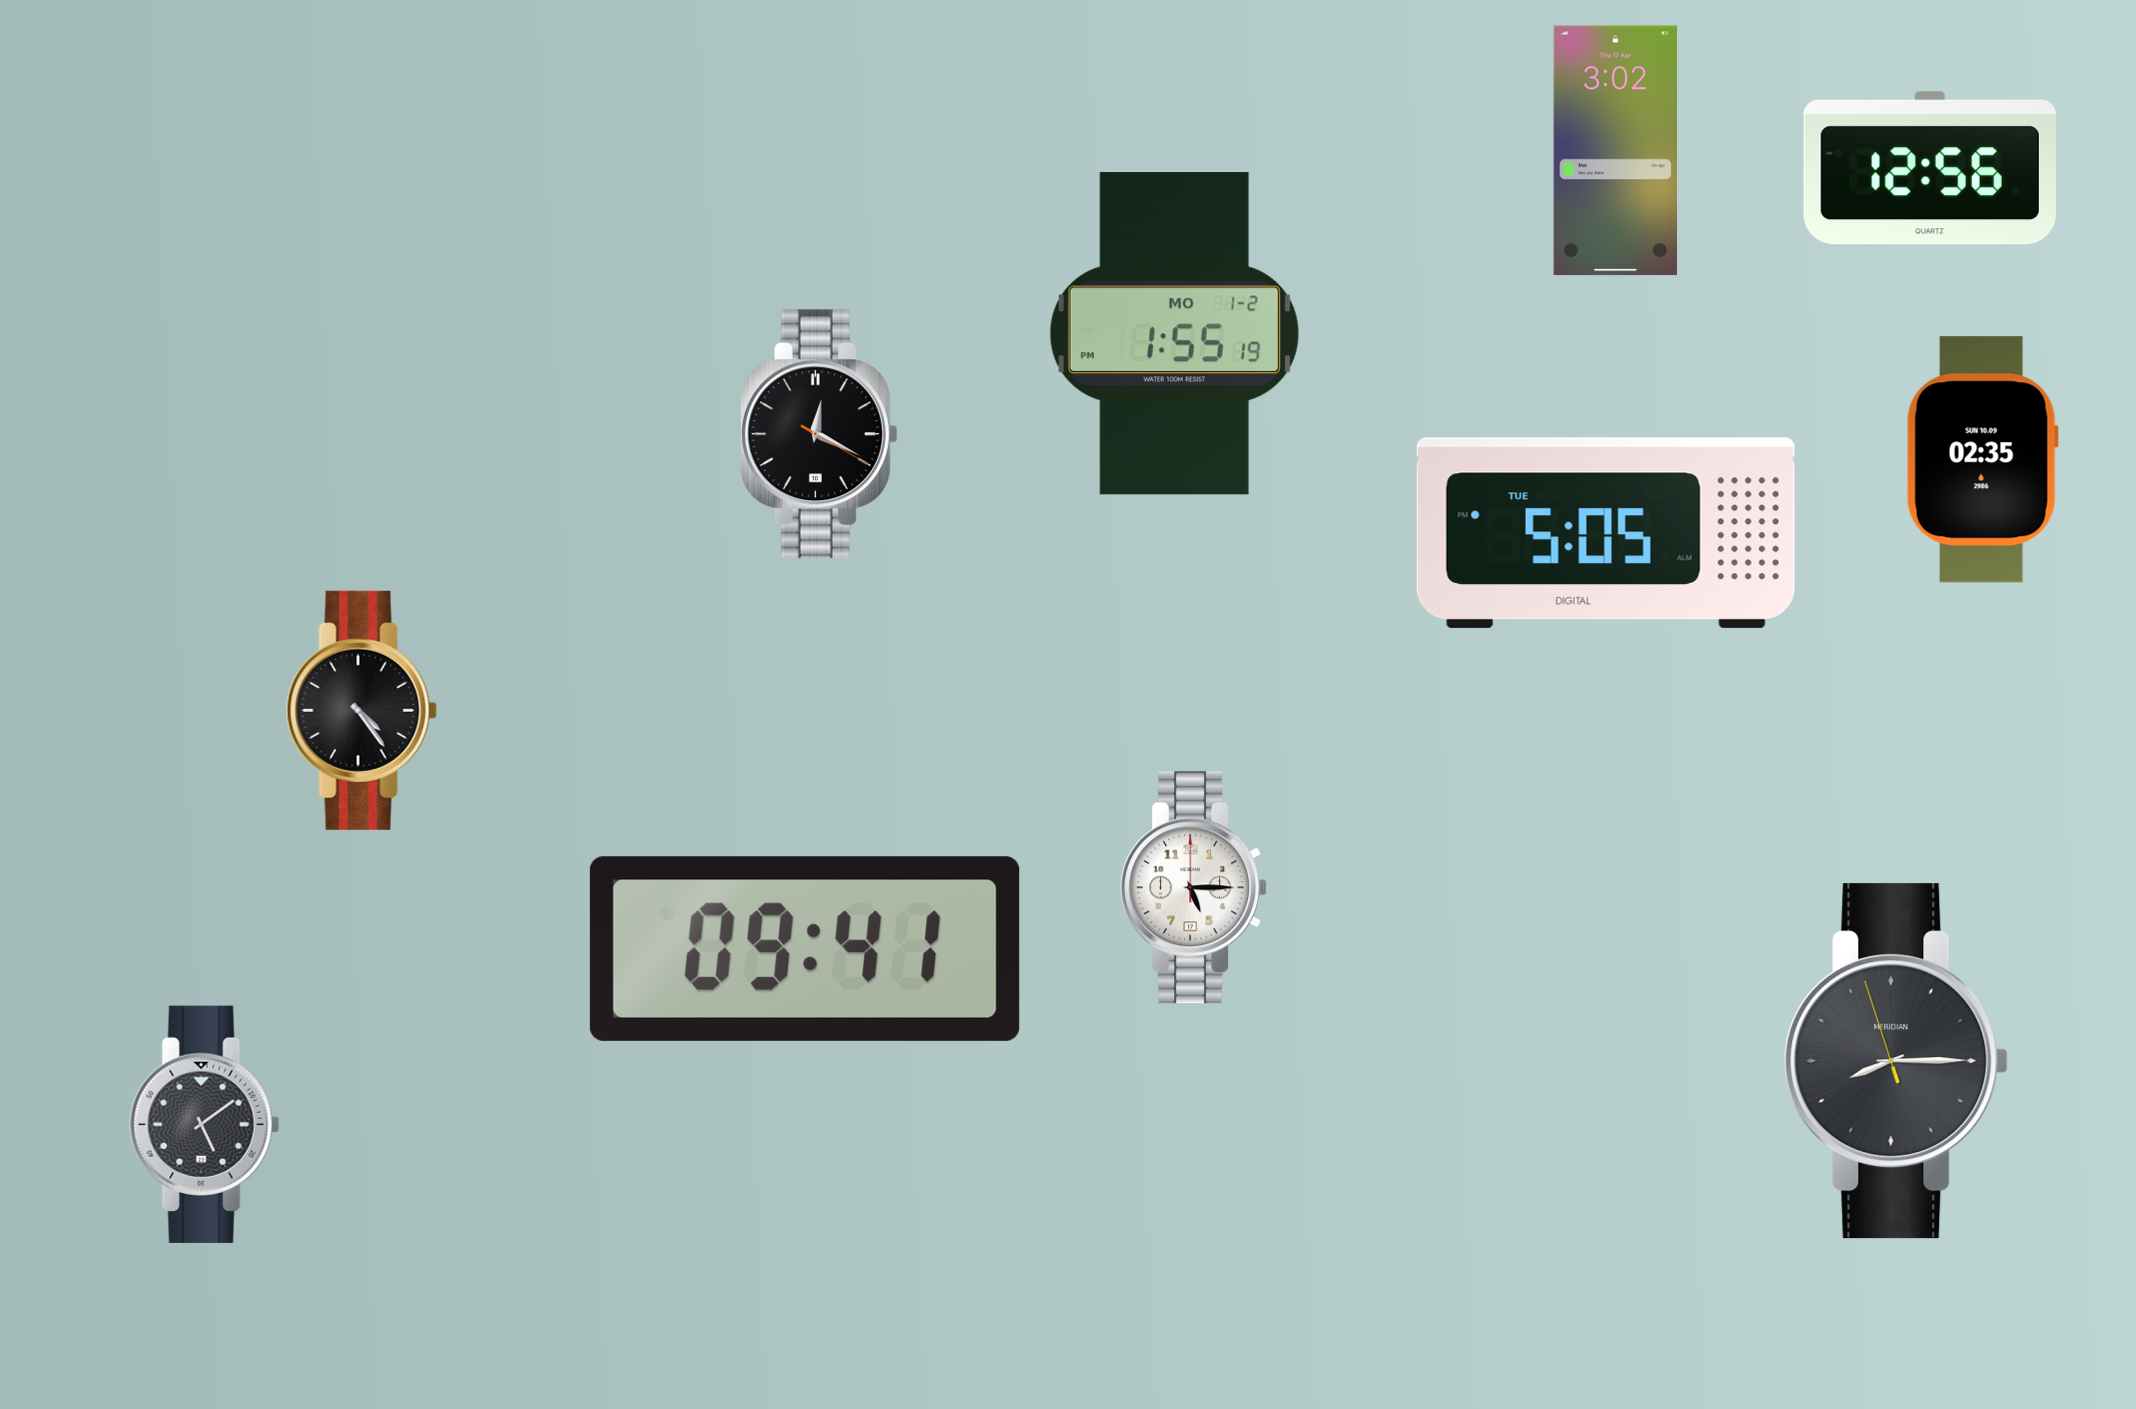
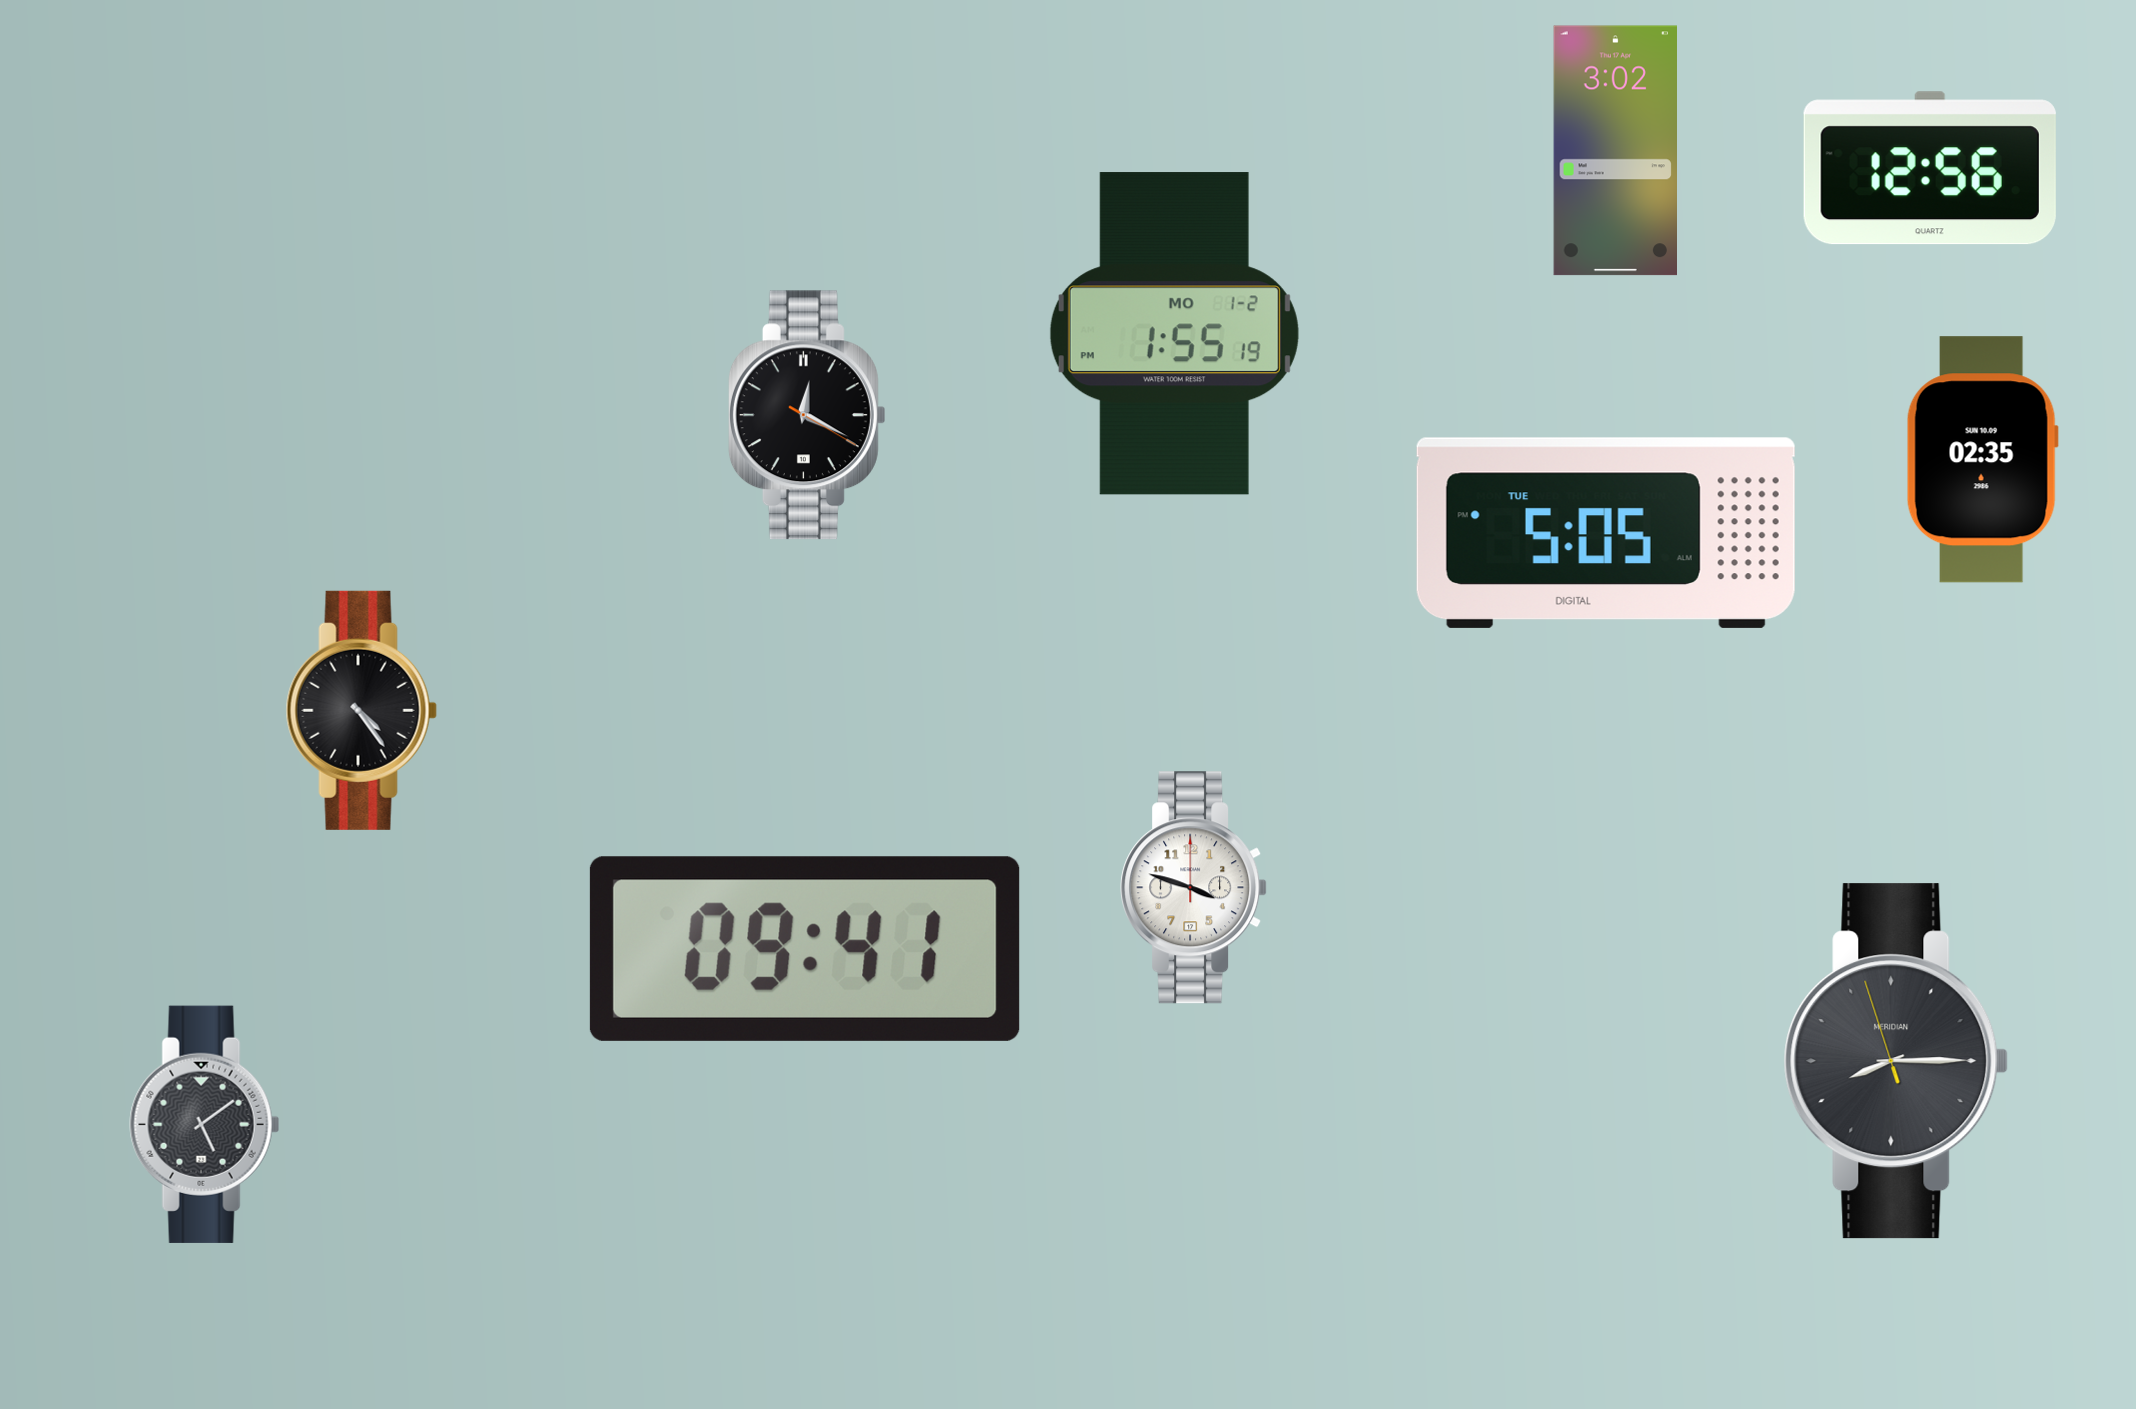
clock at (819, 434) position: (819, 434) -> (807, 415)
clock at (1194, 888): 5:15 -> 3:48
